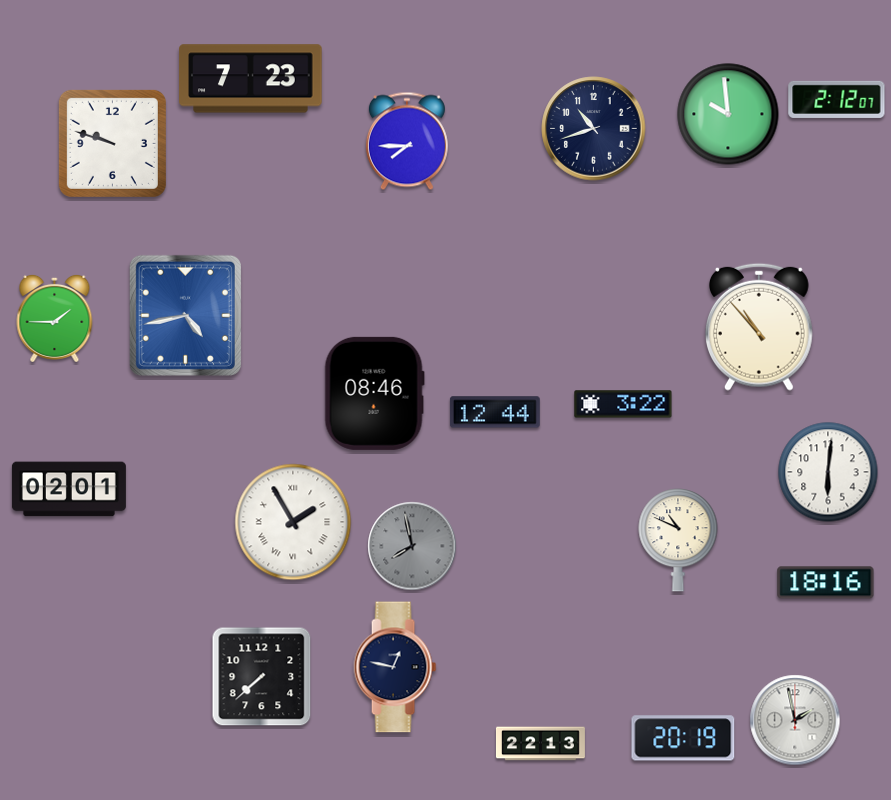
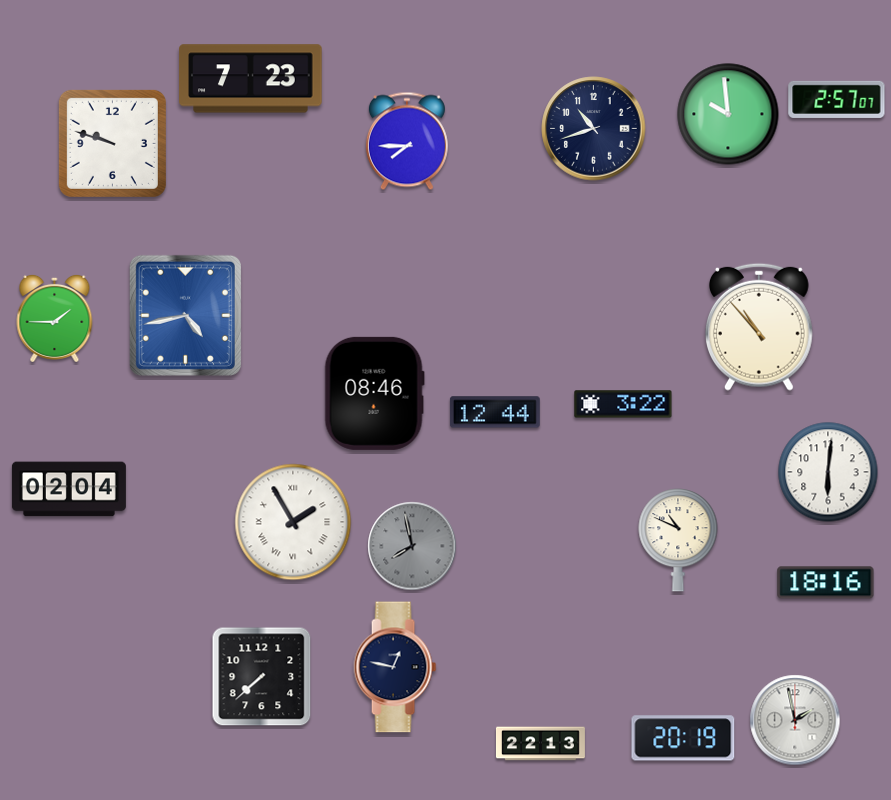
clock at (837, 99): 2:12 -> 2:57
clock at (69, 489): 02:01 -> 02:04
